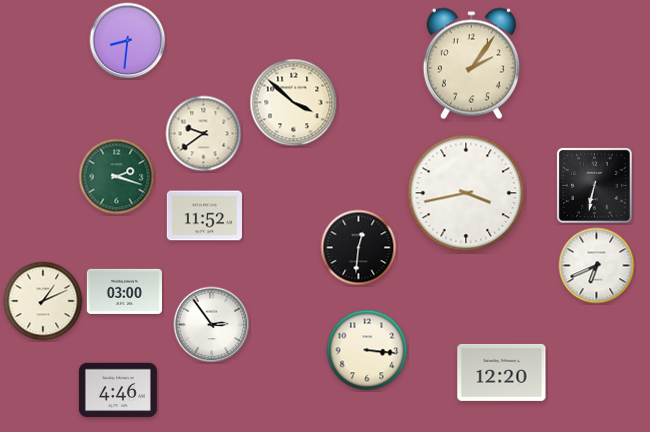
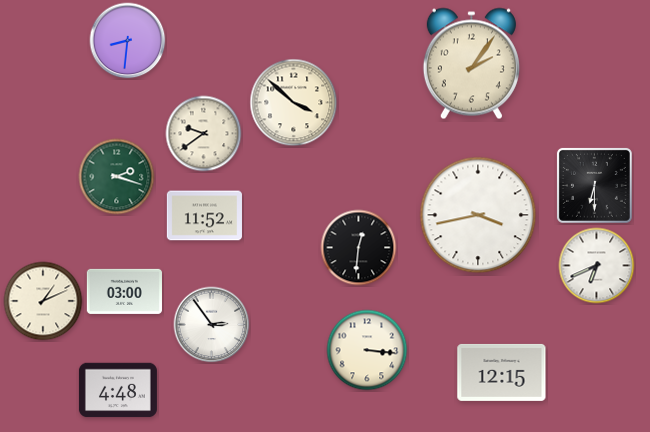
clock at (594, 185): 6:32 -> 6:30
clock at (466, 193) position: (466, 193) -> (478, 215)
clock at (502, 372): 12:20 -> 12:15
clock at (118, 390): 4:46 -> 4:48
